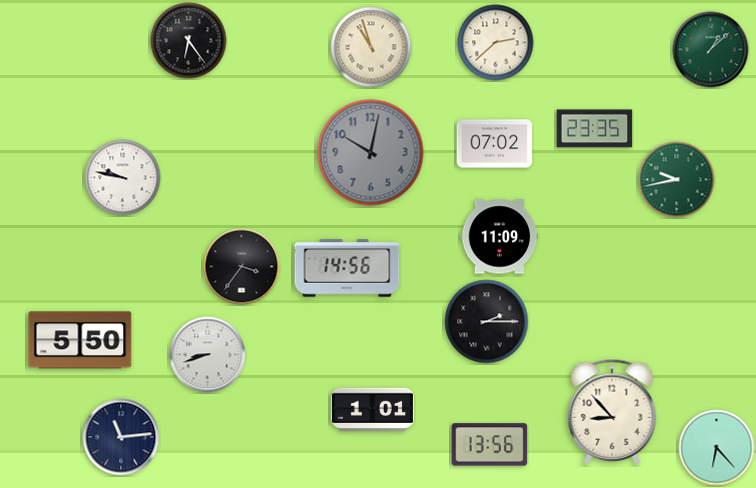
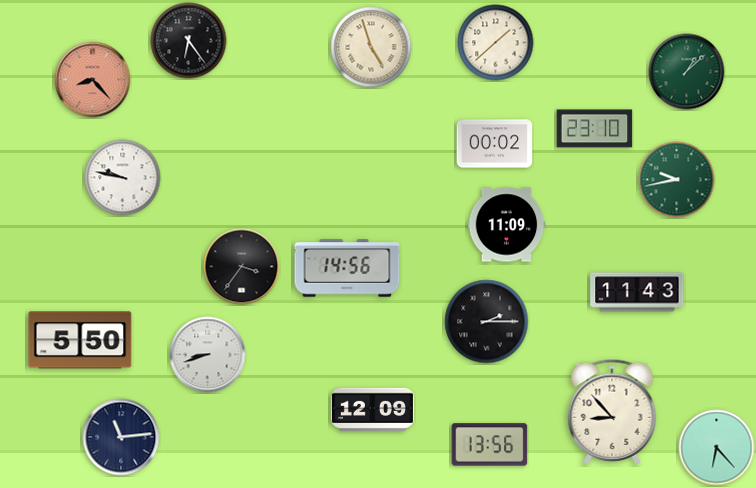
clock at (496, 43): 2:38 -> 1:38
clock at (371, 47): 10:57 -> 4:57
clock at (711, 50) position: (711, 50) -> (687, 72)
clock at (93, 80): none -> 8:23
clock at (595, 129): 23:35 -> 23:10
clock at (495, 144): 07:02 -> 00:02
clock at (371, 153): 10:02 -> none
clock at (500, 237) position: (500, 237) -> (507, 225)
clock at (637, 292): none -> 11:43
clock at (372, 409): 1:01 -> 12:09
